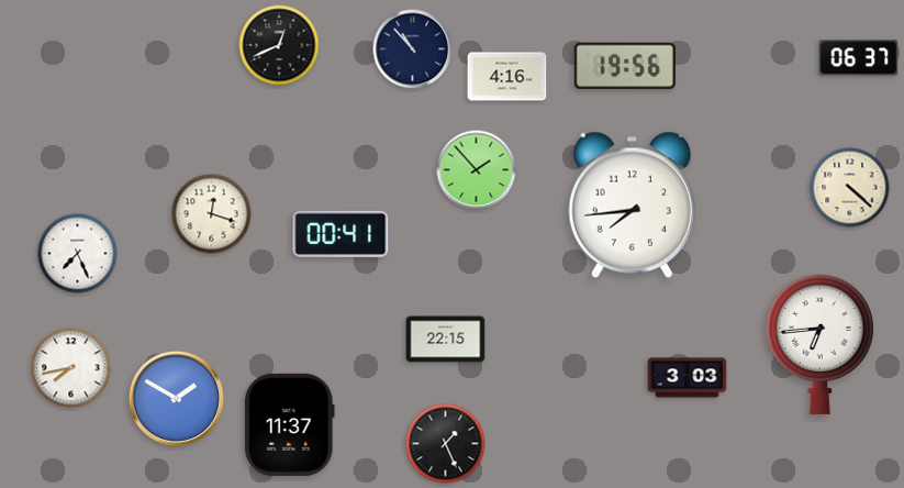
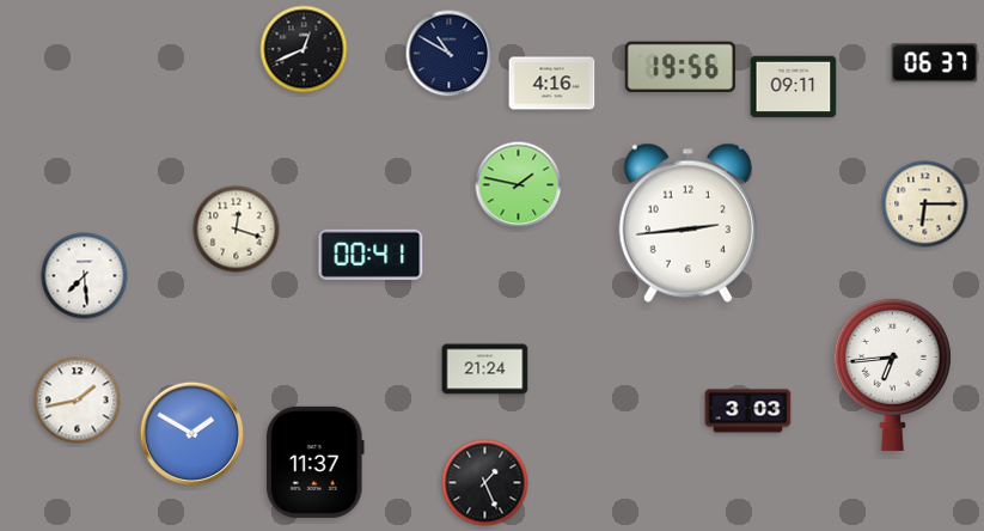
clock at (413, 49): 10:53 -> 10:50
clock at (625, 65) position: (625, 65) -> (680, 66)
clock at (794, 87): none -> 09:11
clock at (477, 170): 1:53 -> 1:47
clock at (850, 188): 4:22 -> 6:15
clock at (632, 204): 7:44 -> 2:44
clock at (212, 214) position: (212, 214) -> (237, 230)
clock at (78, 254): 7:26 -> 7:29
clock at (446, 340): 22:15 -> 21:24
clock at (71, 368): 7:43 -> 1:43
